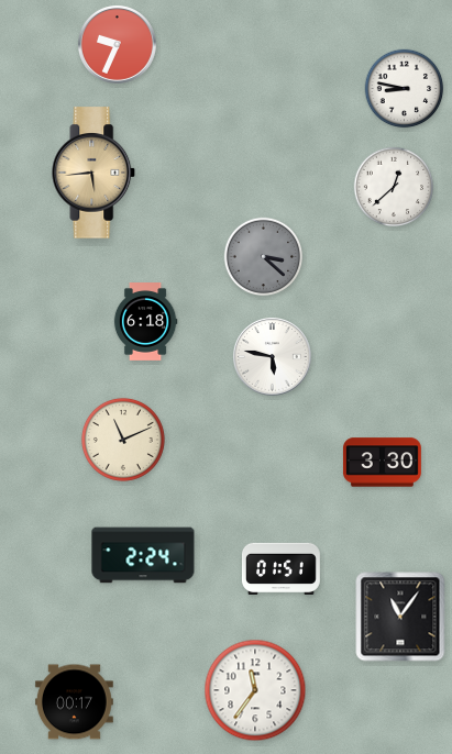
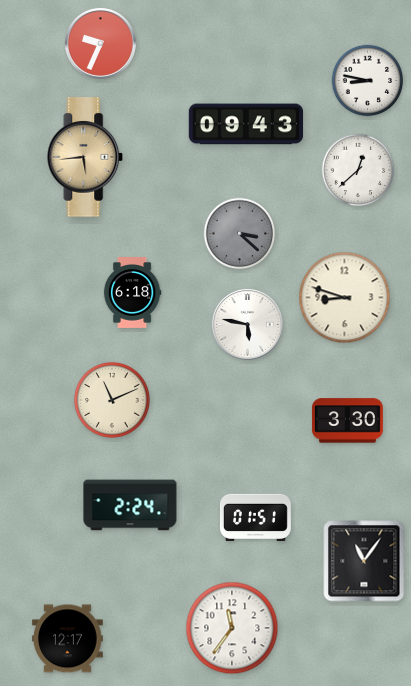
clock at (117, 44) position: (117, 44) -> (100, 43)
clock at (246, 124): none -> 09:43
clock at (345, 298): none -> 8:48
clock at (74, 702): 00:17 -> 12:17
